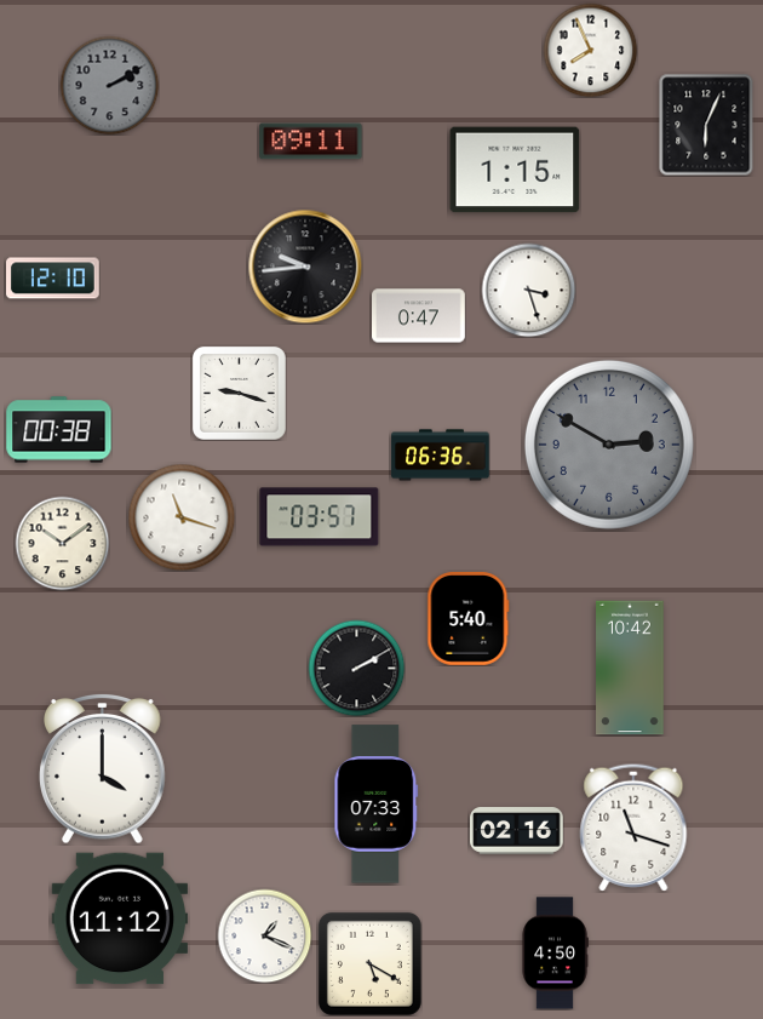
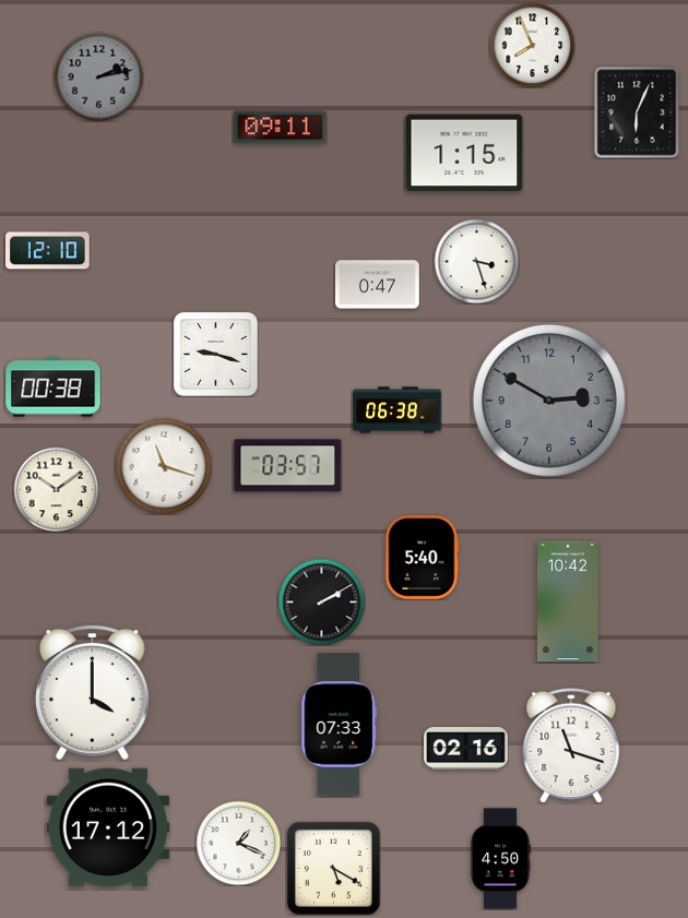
clock at (109, 85): 2:10 -> 2:13
clock at (305, 267): 9:44 -> none
clock at (441, 456): 06:36 -> 06:38
clock at (120, 918): 11:12 -> 17:12
